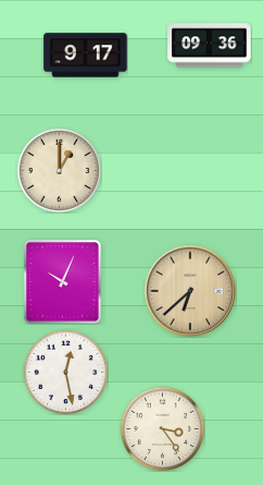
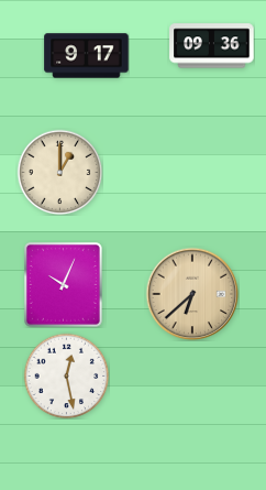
clock at (162, 428): 3:24 -> none
